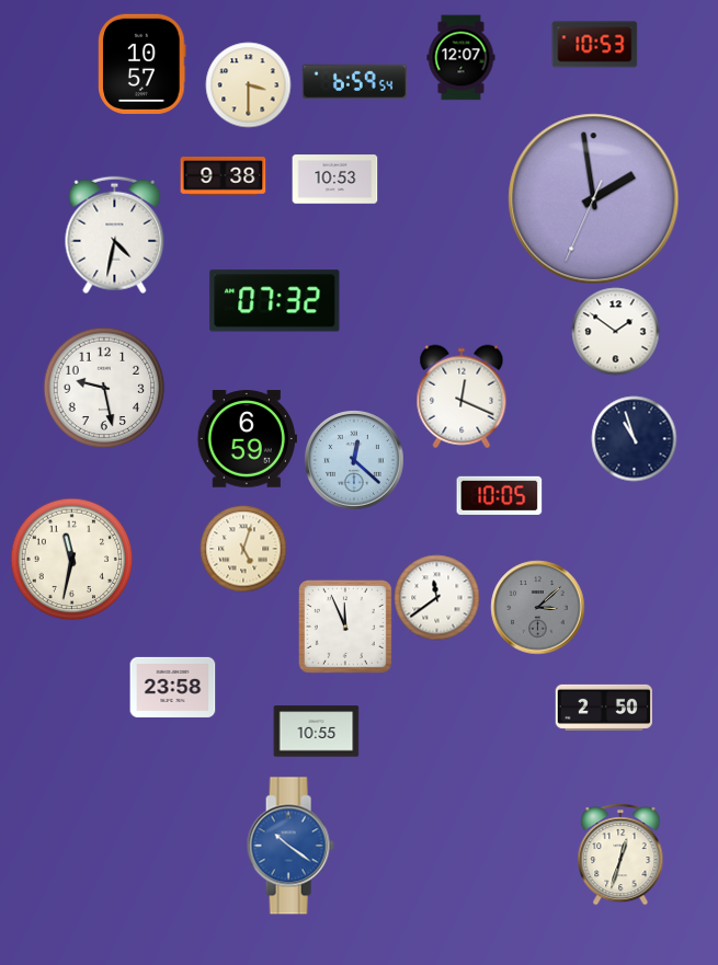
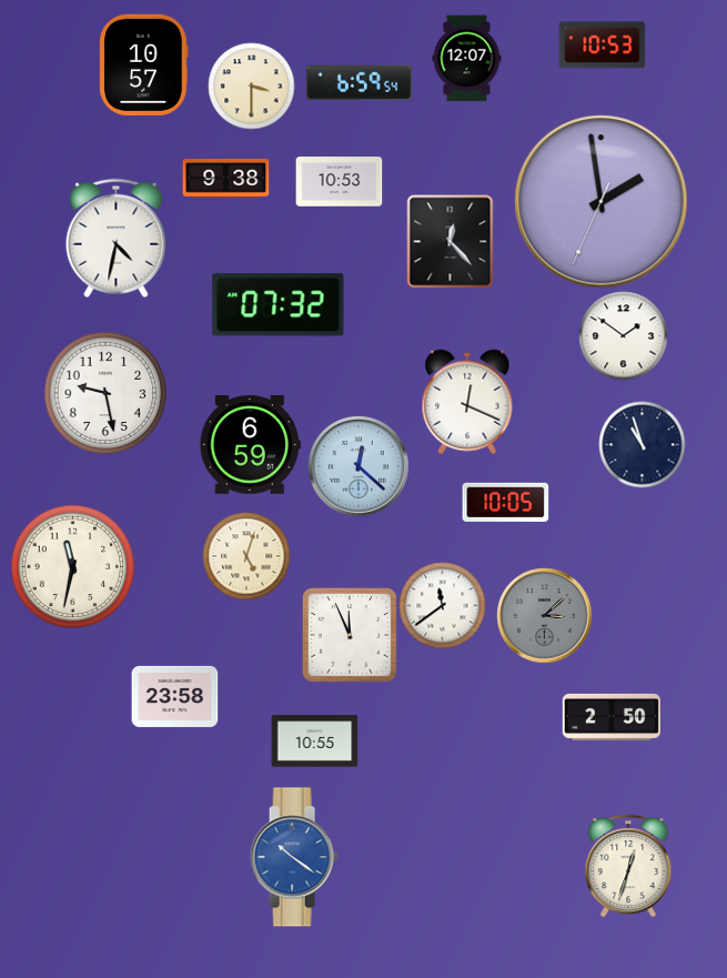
clock at (451, 241): none -> 12:23
clock at (316, 732) position: (316, 732) -> (314, 742)
